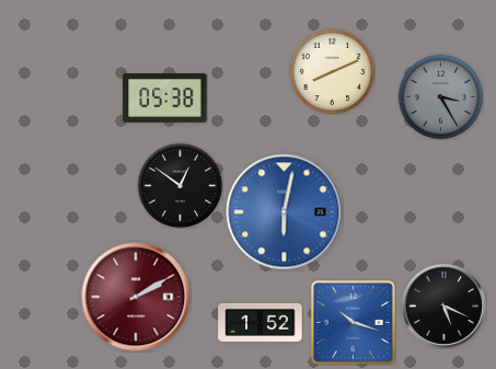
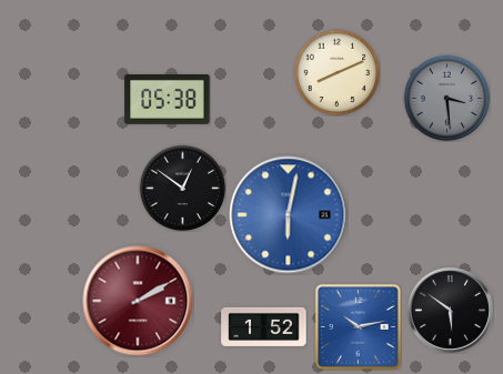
clock at (440, 96): 3:25 -> 3:29
clock at (443, 305): 5:19 -> 5:51
clock at (353, 322): 10:18 -> 10:13
